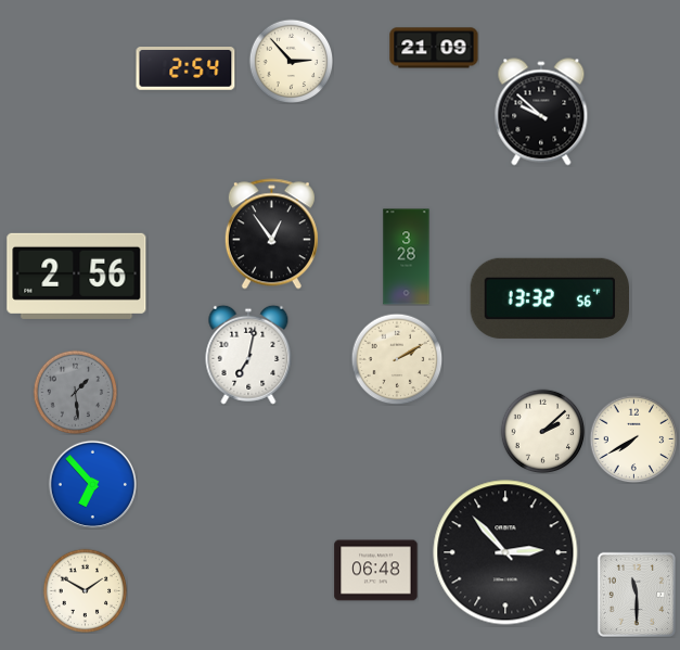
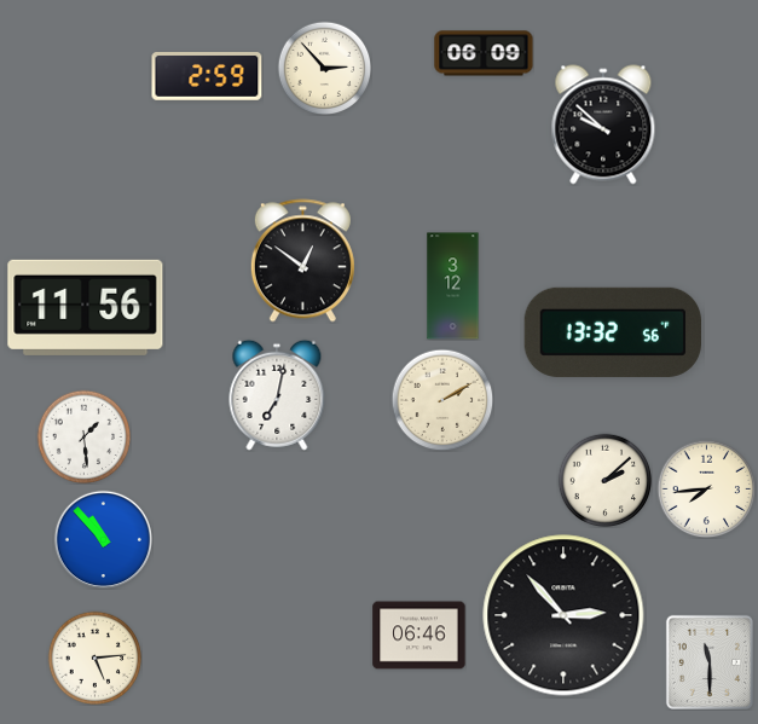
clock at (434, 48): 21:09 -> 06:09
clock at (185, 69): 2:54 -> 2:59
clock at (271, 234): 12:54 -> 12:51
clock at (407, 257): 3:28 -> 3:12
clock at (77, 276): 2:56 -> 11:56
clock at (75, 392) dial: grey -> white
clock at (633, 438): 7:40 -> 7:44
clock at (92, 484): 6:53 -> 10:53
clock at (376, 571): 06:48 -> 06:46
clock at (85, 590): 1:50 -> 5:14
